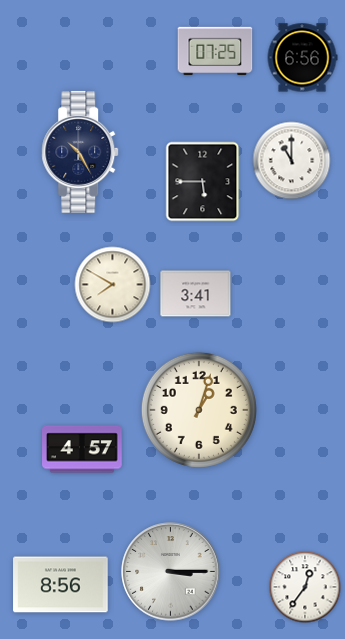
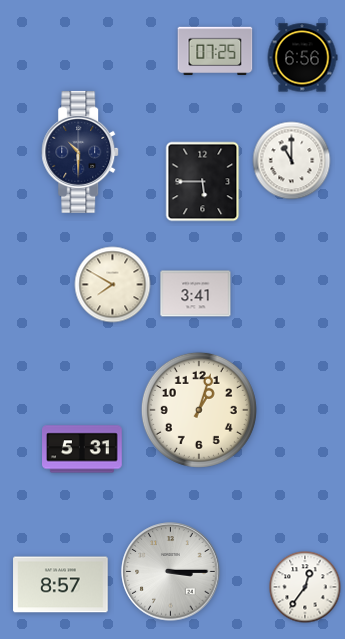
clock at (81, 152): 10:25 -> 10:30
clock at (83, 449): 4:57 -> 5:31
clock at (61, 585): 8:56 -> 8:57
